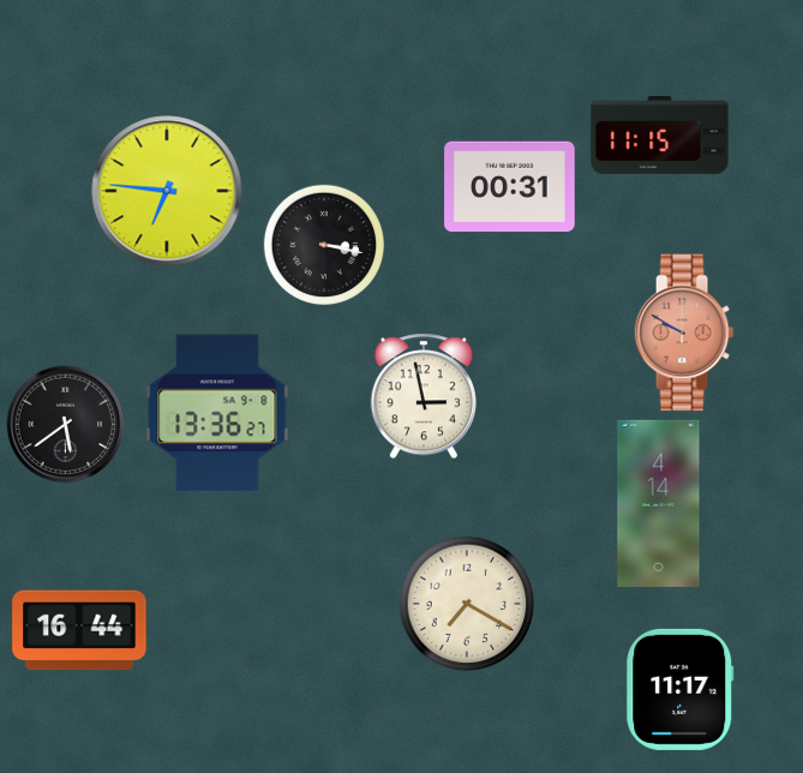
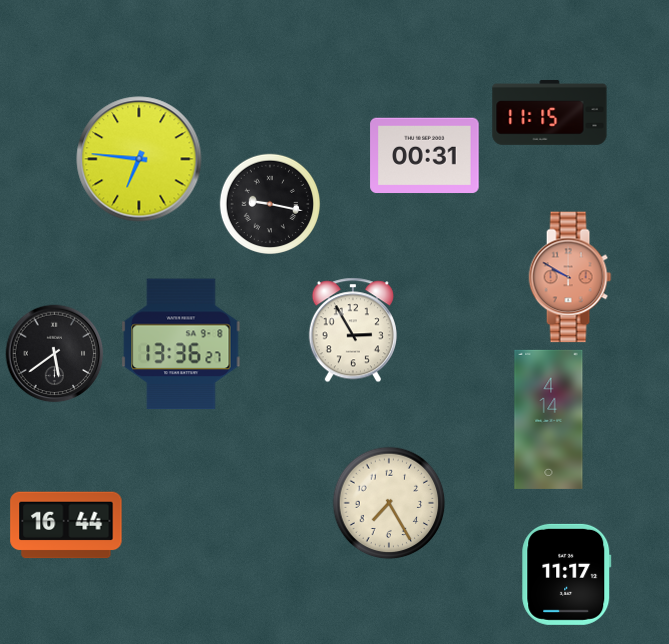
clock at (324, 245): 3:17 -> 9:17
clock at (424, 396): 2:58 -> 2:55
clock at (467, 604): 7:20 -> 7:25
